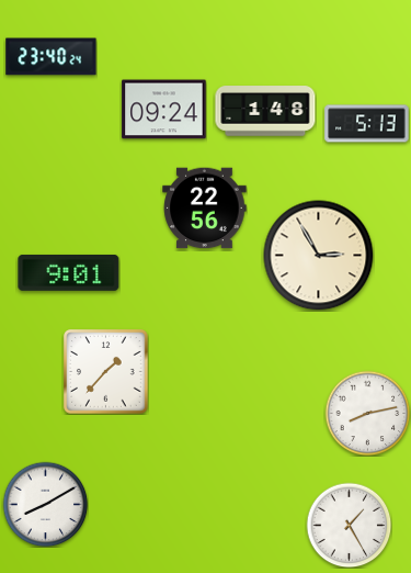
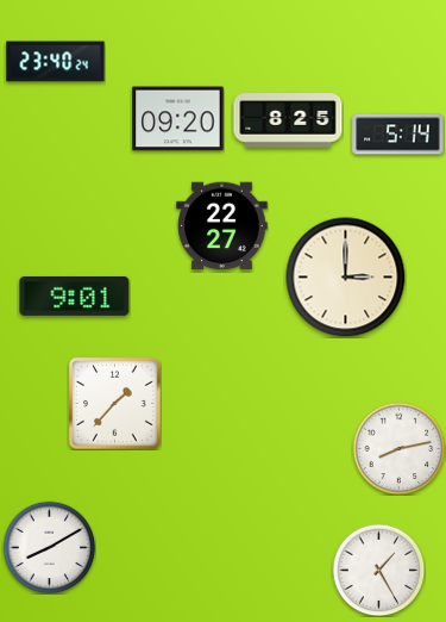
clock at (164, 110): 09:24 -> 09:20
clock at (265, 111): 1:48 -> 8:25
clock at (367, 124): 5:13 -> 5:14
clock at (205, 209): 22:56 -> 22:27
clock at (319, 256): 2:55 -> 3:00
